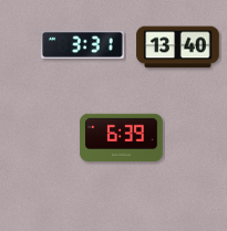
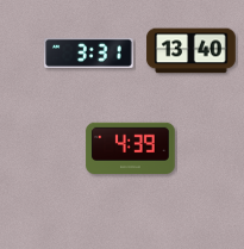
clock at (83, 44) position: (83, 44) -> (89, 52)
clock at (122, 138): 6:39 -> 4:39
